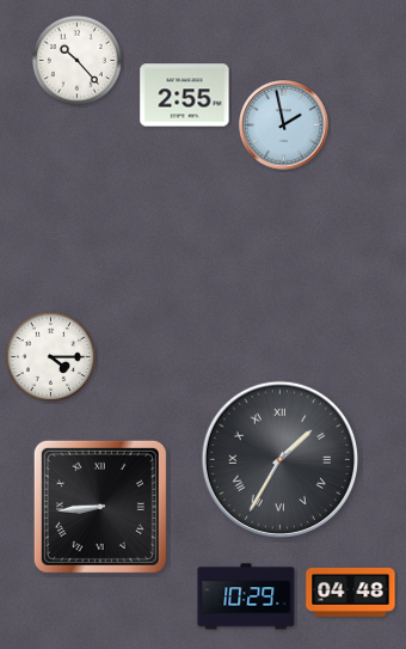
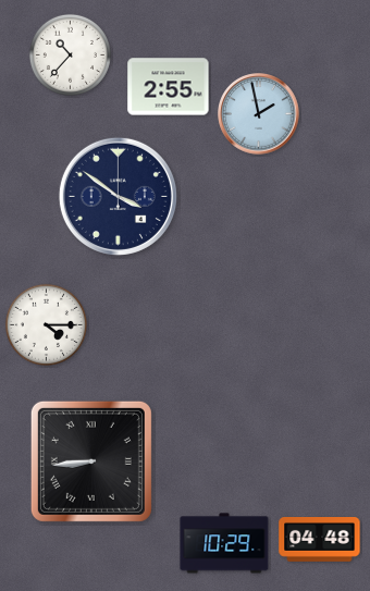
clock at (76, 60): 10:23 -> 10:37
clock at (118, 196): none -> 3:51
clock at (279, 459): 1:35 -> none
